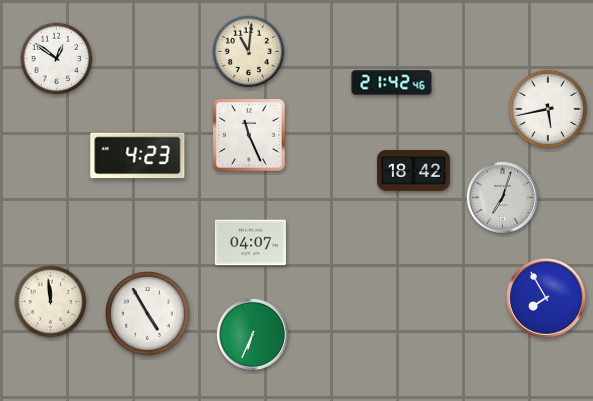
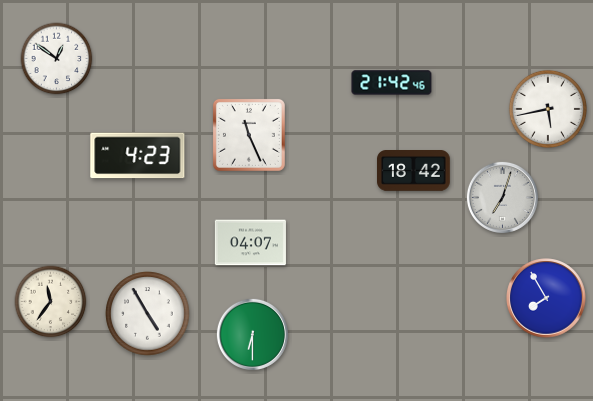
clock at (249, 52): 11:01 -> none
clock at (51, 302): 11:59 -> 11:36
clock at (252, 334): 6:34 -> 6:30
